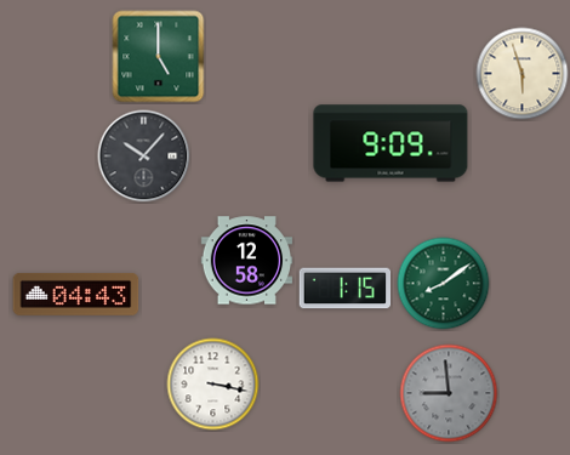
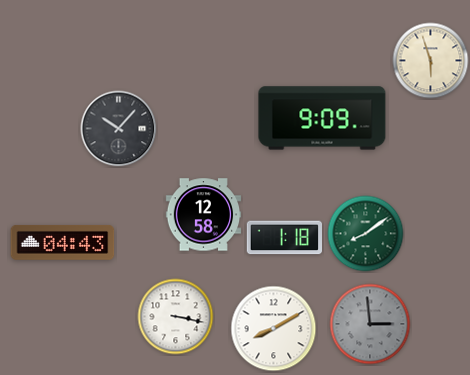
clock at (159, 57): 5:00 -> none
clock at (344, 289): 1:15 -> 1:18
clock at (449, 393): 8:59 -> 2:59
clock at (274, 329): none -> 8:10
